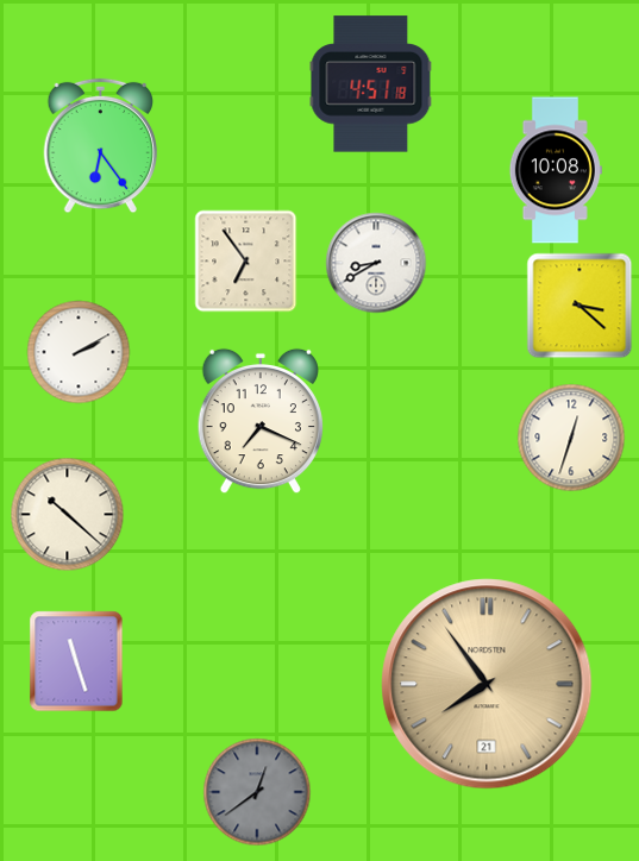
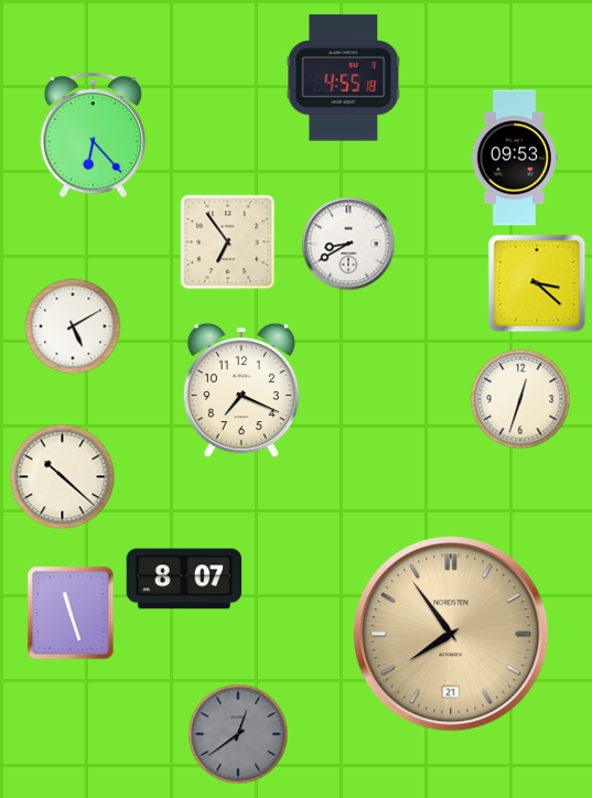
clock at (371, 84): 4:51 -> 4:55
clock at (101, 146): 6:24 -> 6:23
clock at (556, 170): 10:08 -> 09:53
clock at (79, 352): 2:10 -> 5:10
clock at (571, 438) position: (571, 438) -> (520, 399)
clock at (184, 579): none -> 8:07
